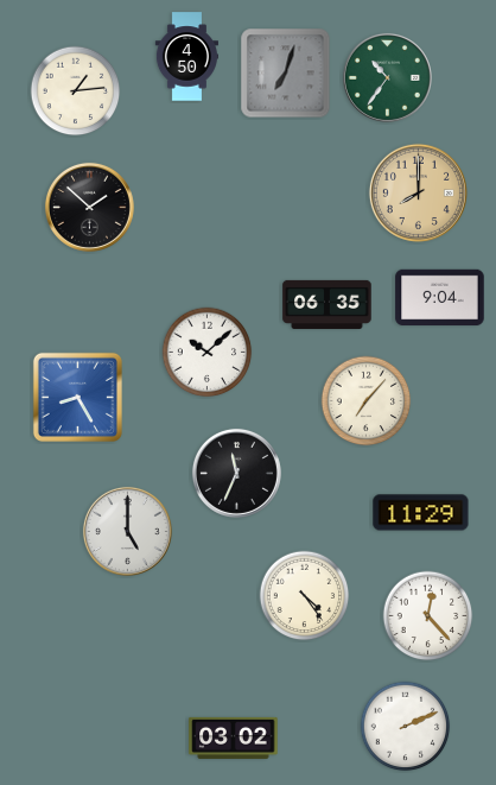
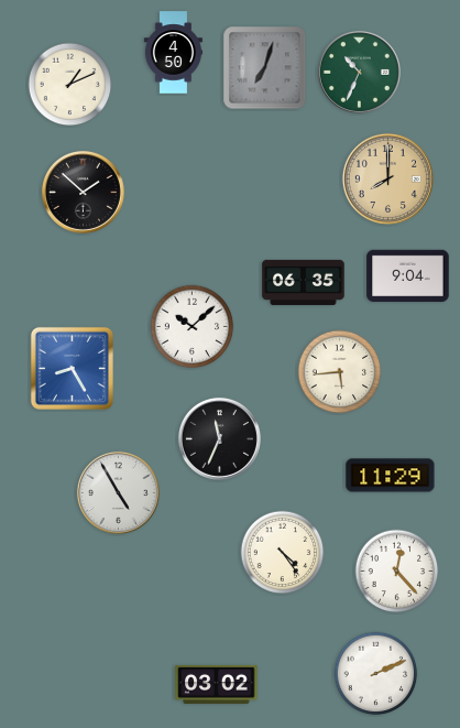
clock at (387, 77): 10:36 -> 10:34
clock at (76, 91): 1:14 -> 1:11
clock at (367, 401): 7:07 -> 5:44
clock at (127, 531): 5:00 -> 4:55
